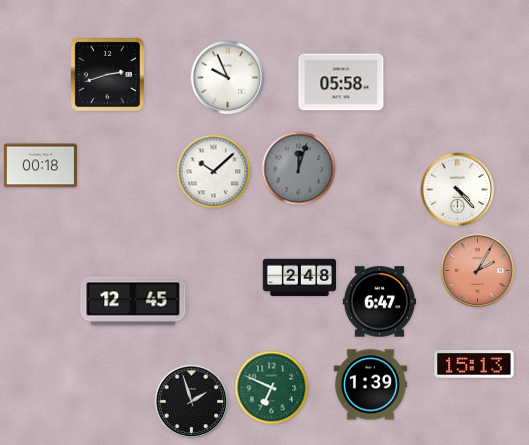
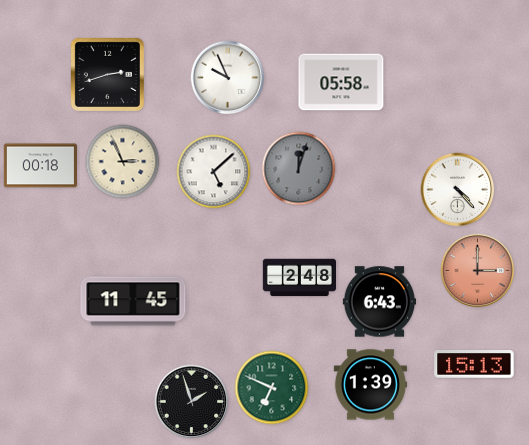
clock at (123, 162): none -> 2:56
clock at (214, 172): 10:08 -> 5:08
clock at (478, 271): 2:05 -> 3:00
clock at (133, 301): 12:45 -> 11:45
clock at (379, 302): 6:47 -> 6:43
